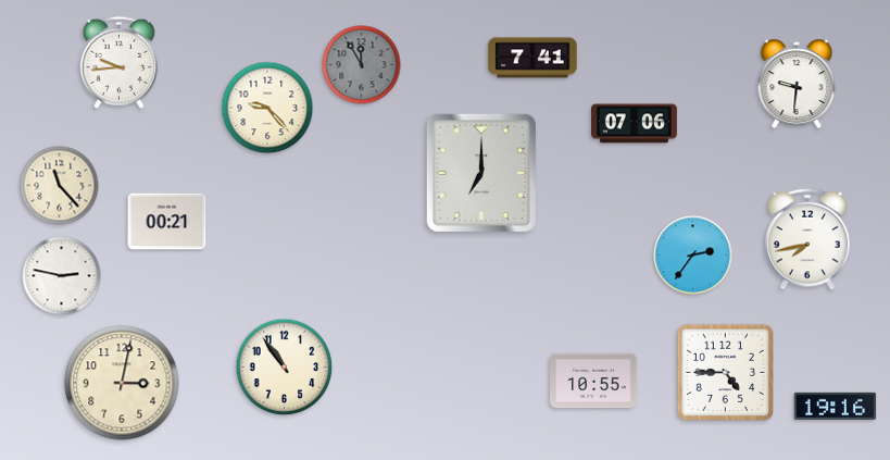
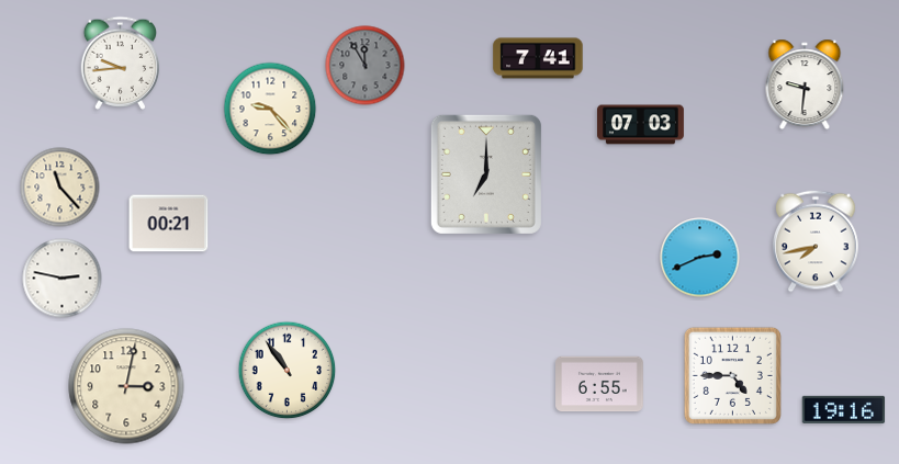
clock at (635, 124): 07:06 -> 07:03
clock at (693, 256): 2:36 -> 2:41
clock at (593, 381): 10:55 -> 6:55
clock at (122, 383) position: (122, 383) -> (126, 386)
